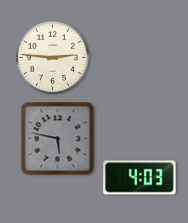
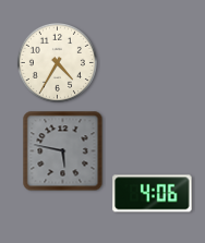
clock at (52, 57): 2:46 -> 4:35
clock at (140, 178): 4:03 -> 4:06
